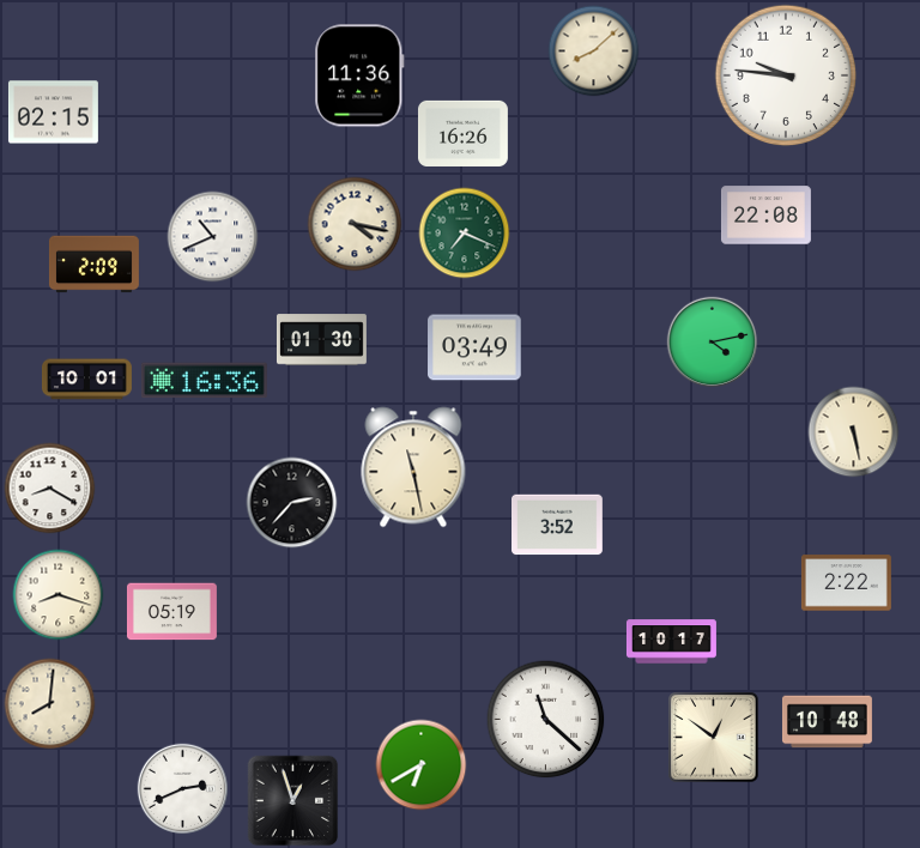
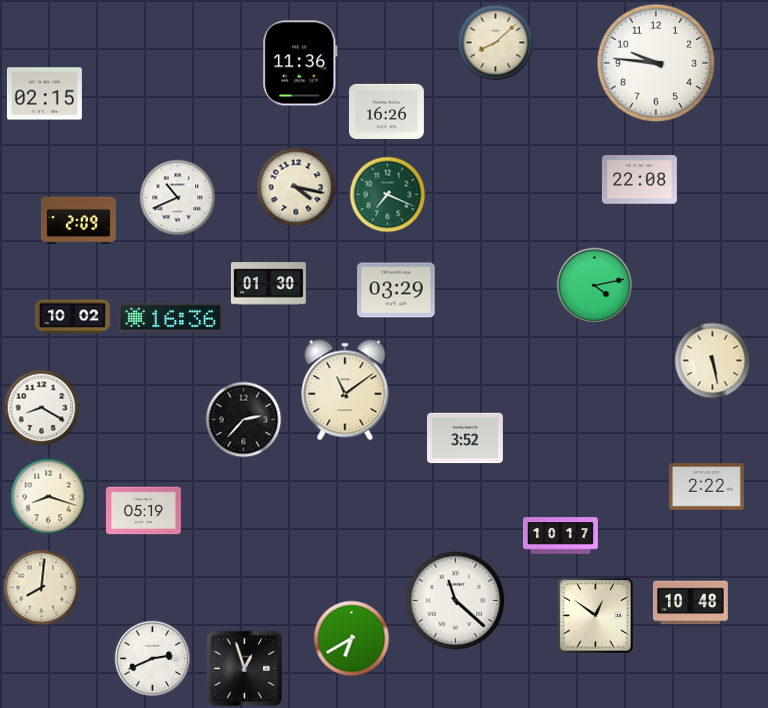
clock at (474, 347): 03:49 -> 03:29
clock at (86, 380): 10:01 -> 10:02
clock at (413, 467): 11:28 -> 11:09
